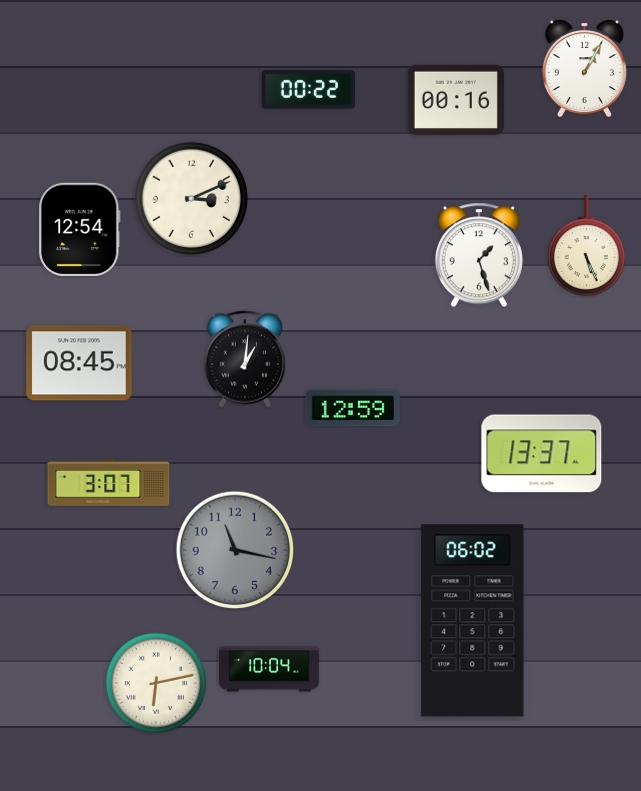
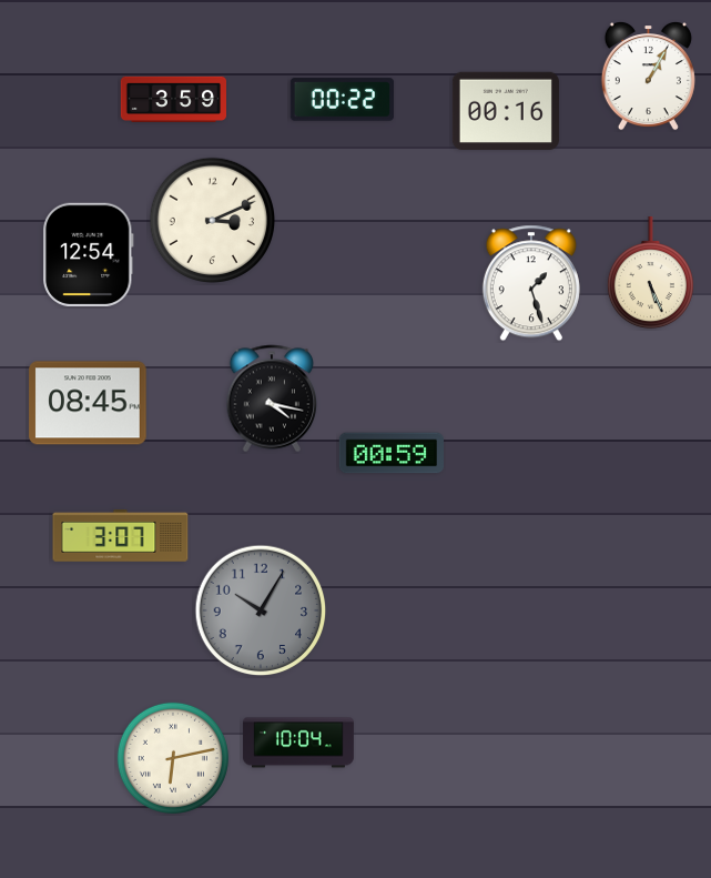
clock at (173, 99): none -> 3:59
clock at (245, 359): 1:01 -> 4:17
clock at (352, 408): 12:59 -> 00:59
clock at (542, 454): 13:37 -> none
clock at (235, 550): 11:17 -> 10:05
clock at (473, 621): 06:02 -> none
